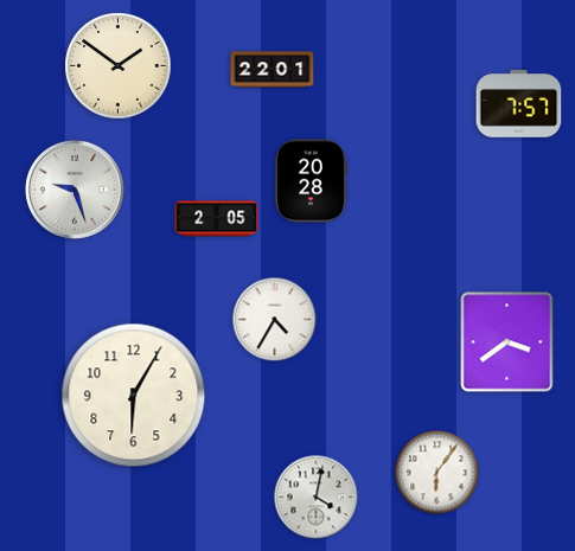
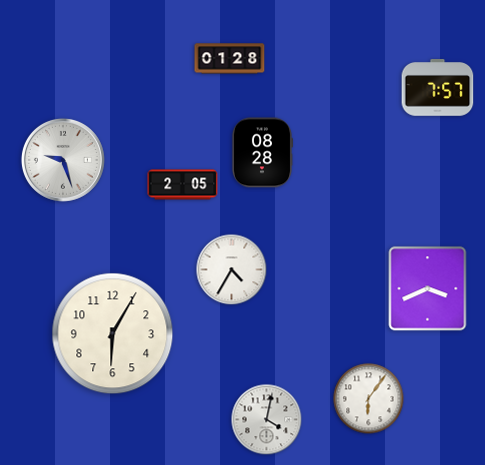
clock at (119, 66): 1:51 -> none
clock at (273, 70): 22:01 -> 01:28
clock at (309, 181): 20:28 -> 08:28
clock at (507, 342): 3:39 -> 3:41
